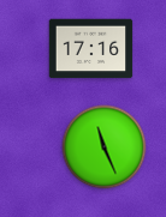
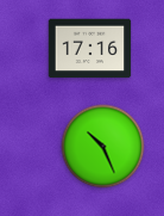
clock at (105, 147): 11:26 -> 10:26
